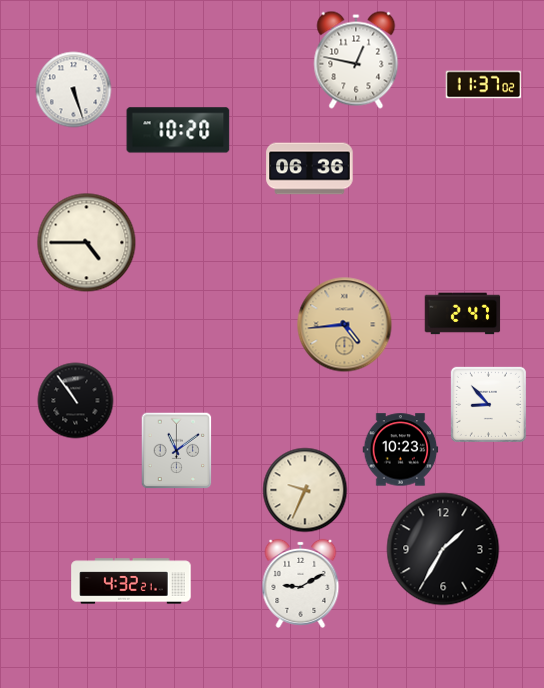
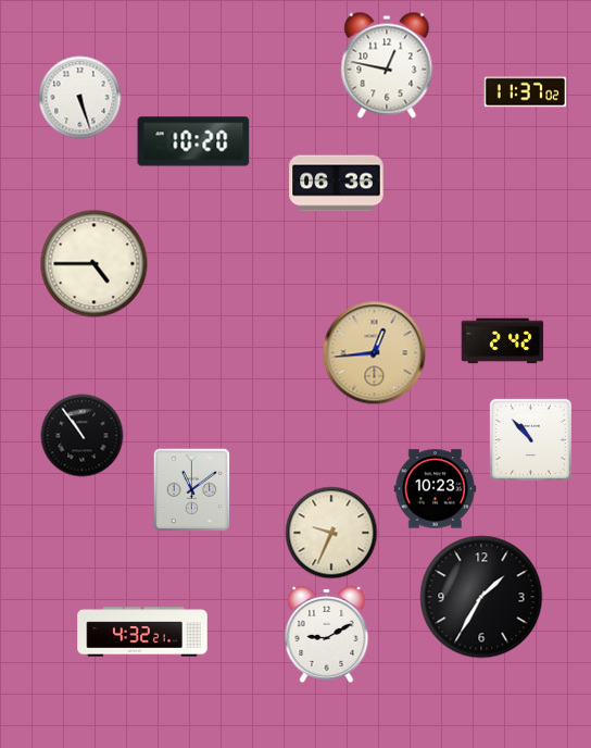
clock at (463, 314): 2:47 -> 2:42
clock at (345, 325): 4:44 -> 12:44
clock at (488, 404): 8:53 -> 10:53
